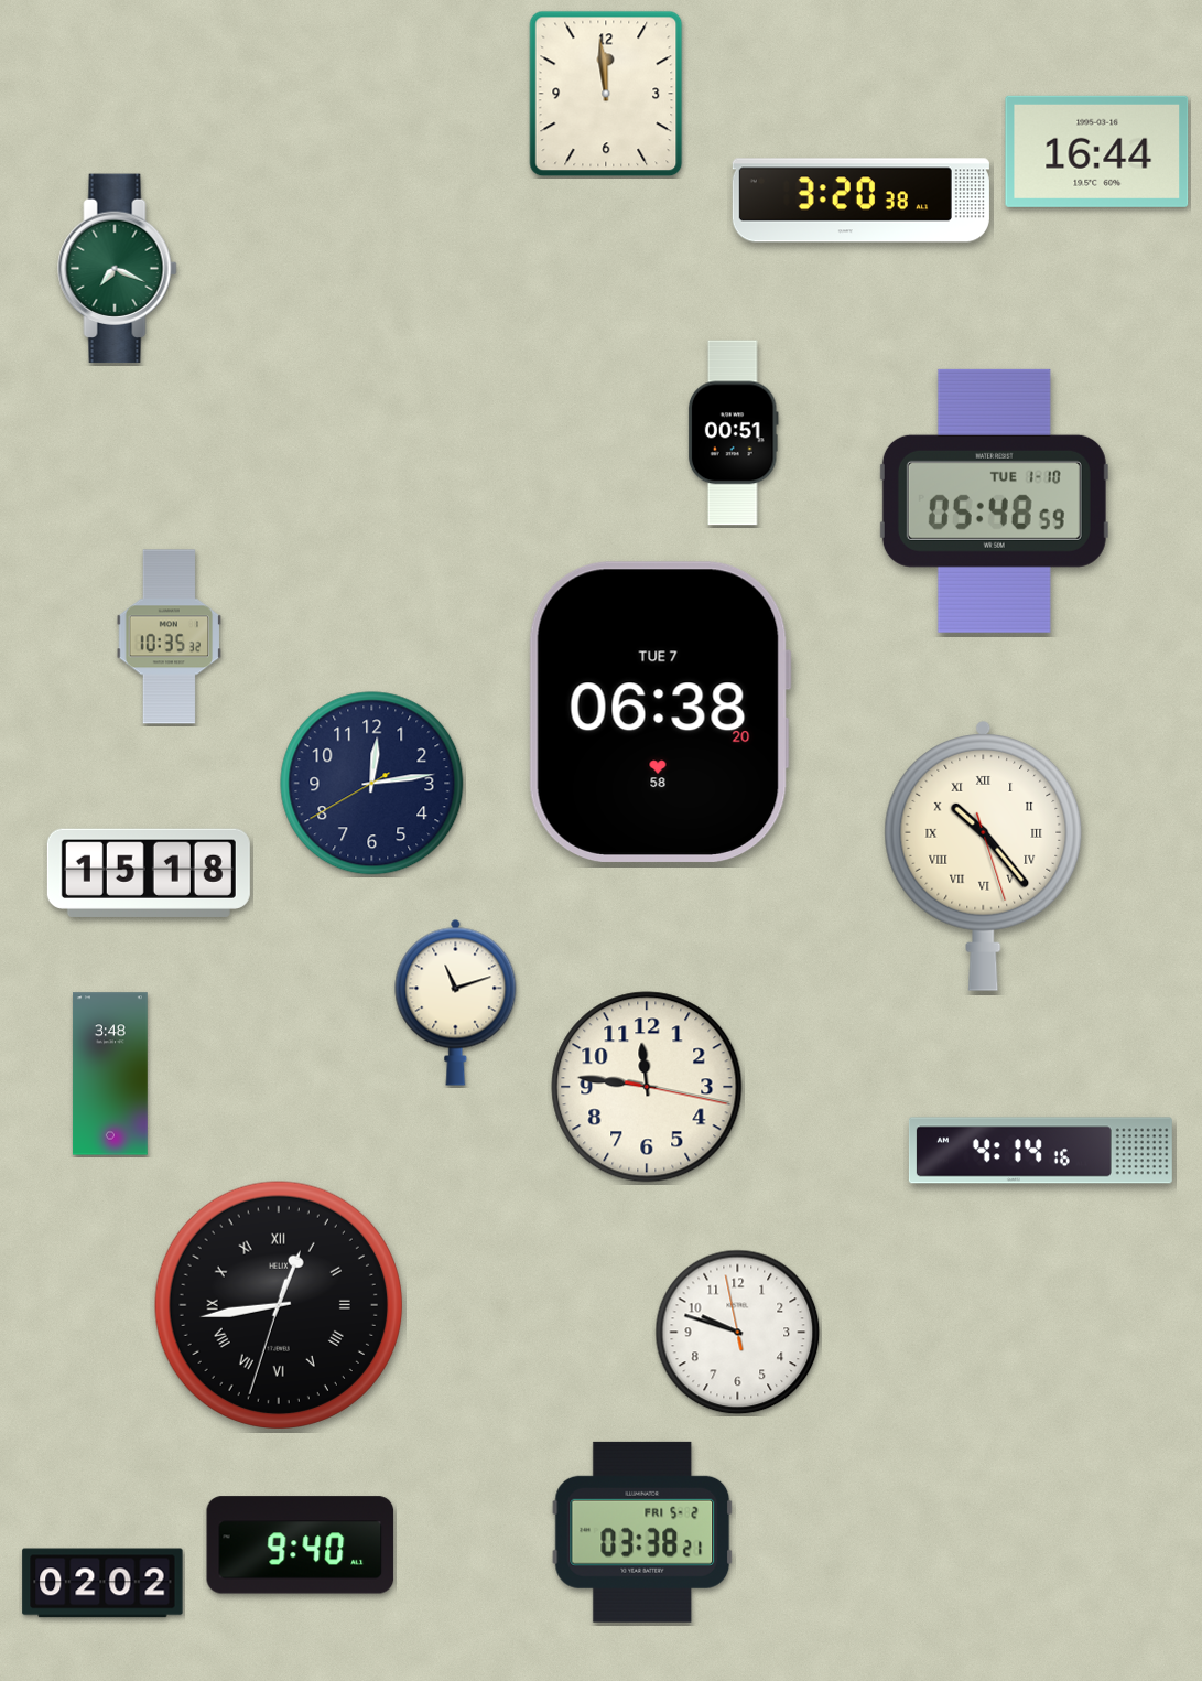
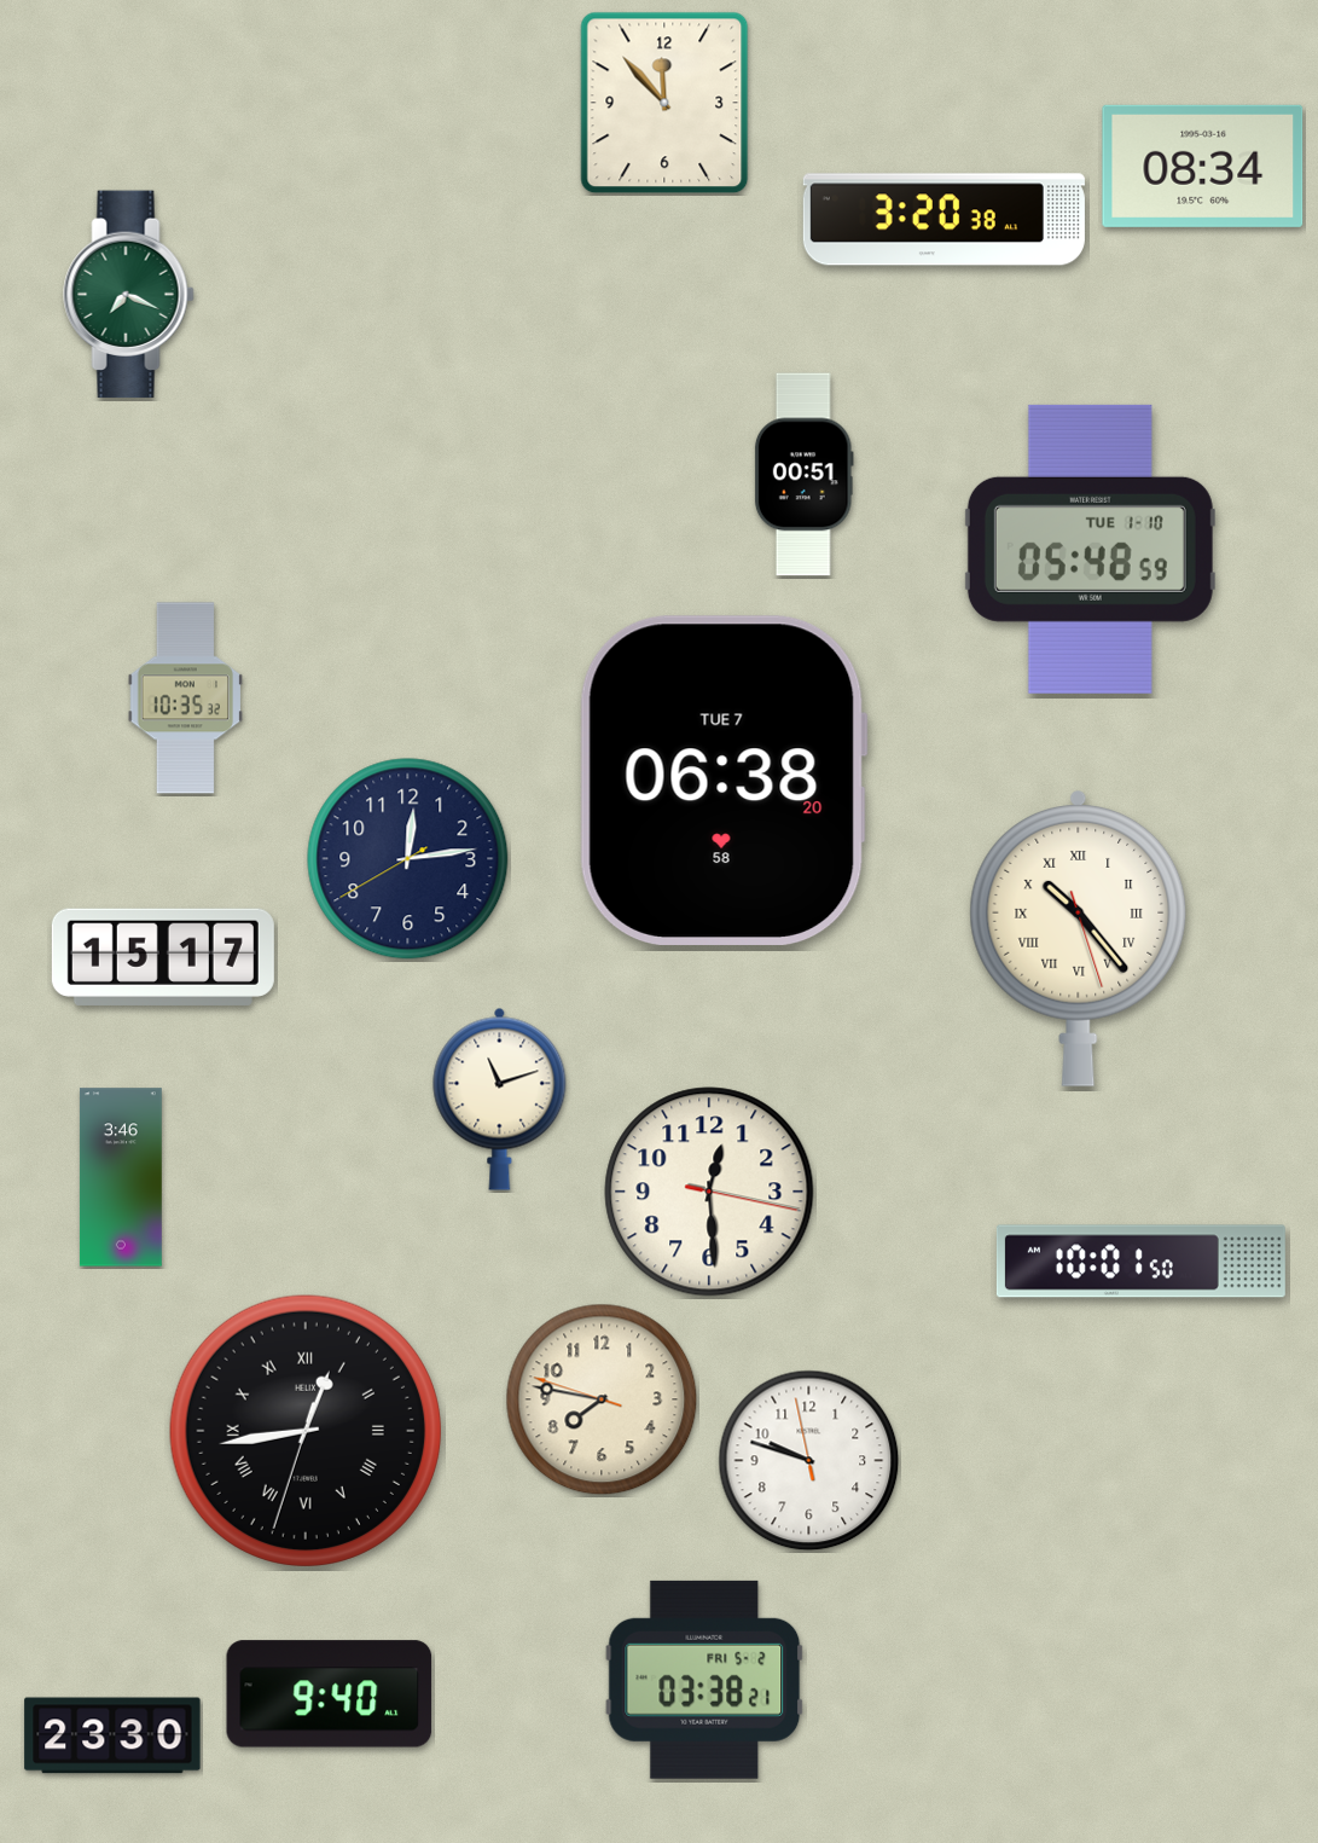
clock at (606, 94): 11:59 -> 11:53
clock at (1097, 151): 16:44 -> 08:34
clock at (149, 873): 15:18 -> 15:17
clock at (110, 1074): 3:48 -> 3:46
clock at (647, 1087): 11:46 -> 12:29
clock at (1040, 1151): 4:14 -> 10:01
clock at (602, 1399): none -> 7:46
clock at (102, 1583): 02:02 -> 23:30
